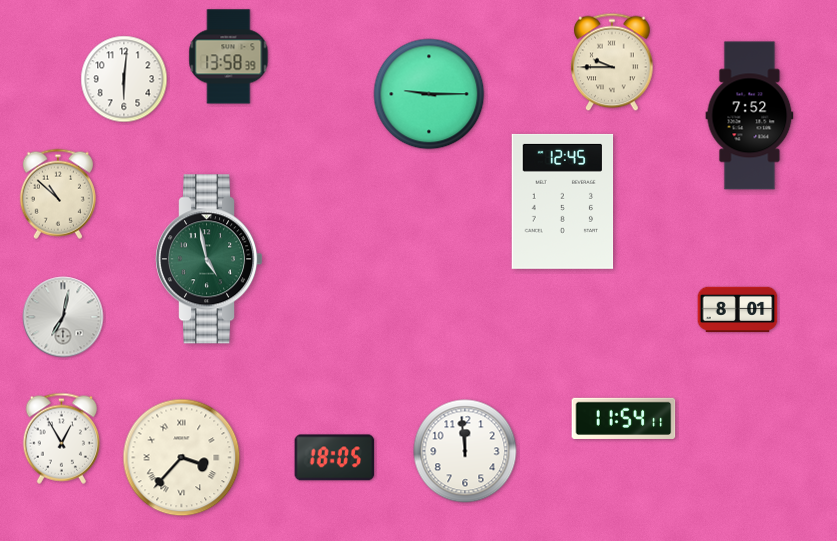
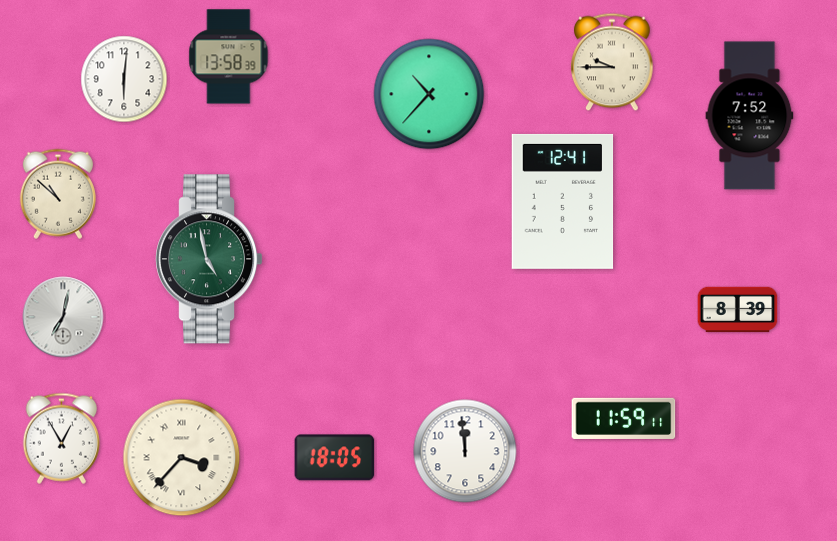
clock at (429, 94): 9:15 -> 10:37
clock at (563, 201): 12:45 -> 12:41
clock at (738, 310): 8:01 -> 8:39
clock at (624, 418): 11:54 -> 11:59
